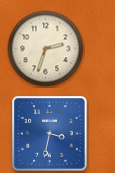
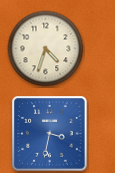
clock at (46, 49): 2:33 -> 4:33
